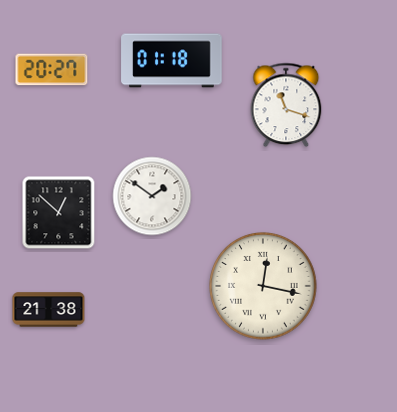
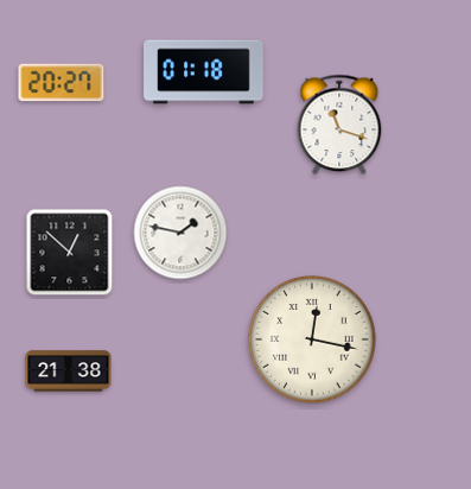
clock at (152, 196): 1:51 -> 1:47
clock at (49, 310) position: (49, 310) -> (69, 371)
